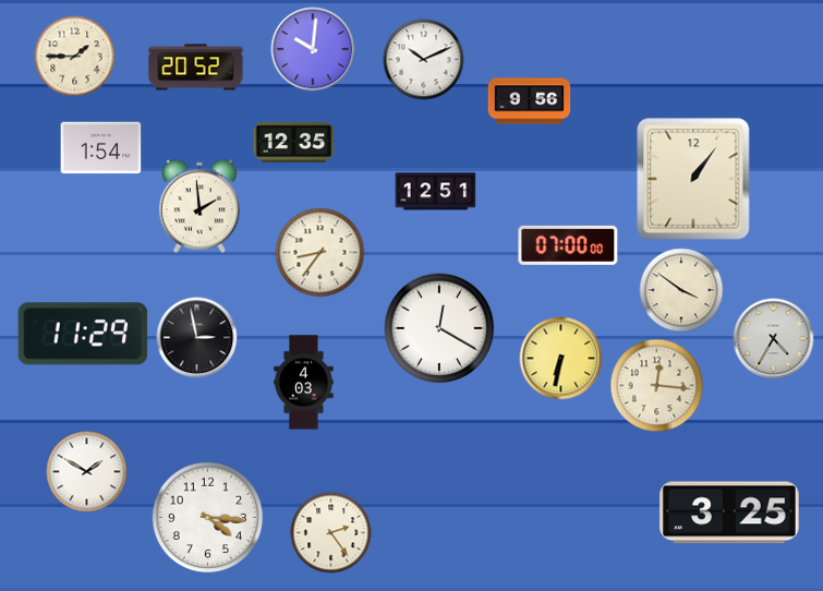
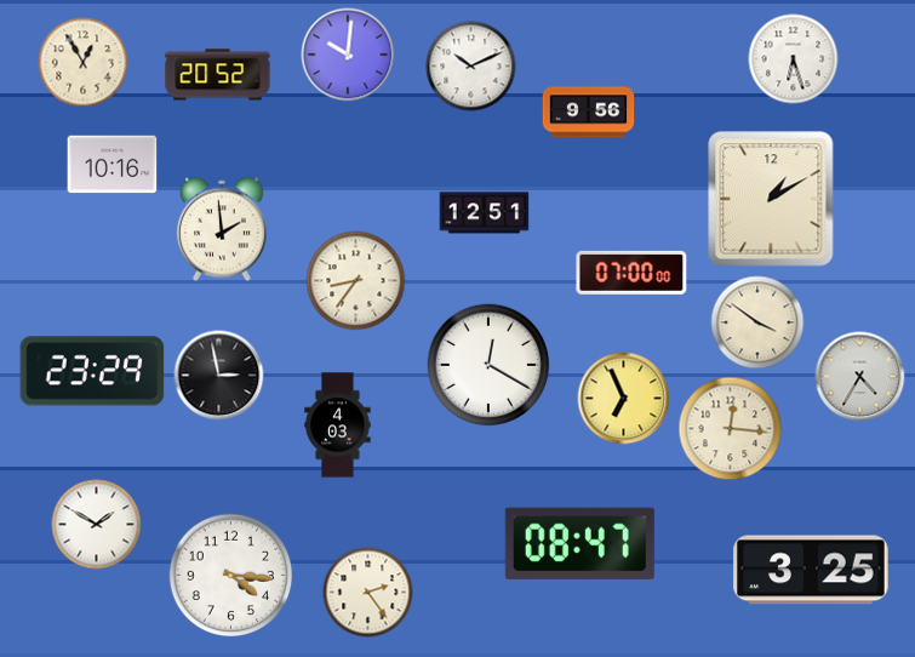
clock at (794, 59): none -> 6:27
clock at (75, 57): 1:45 -> 12:55
clock at (294, 142): 12:35 -> none
clock at (101, 148): 1:54 -> 10:16
clock at (693, 179): 1:06 -> 1:10
clock at (83, 334): 11:29 -> 23:29
clock at (561, 359): 6:32 -> 6:56
clock at (579, 543): none -> 08:47
